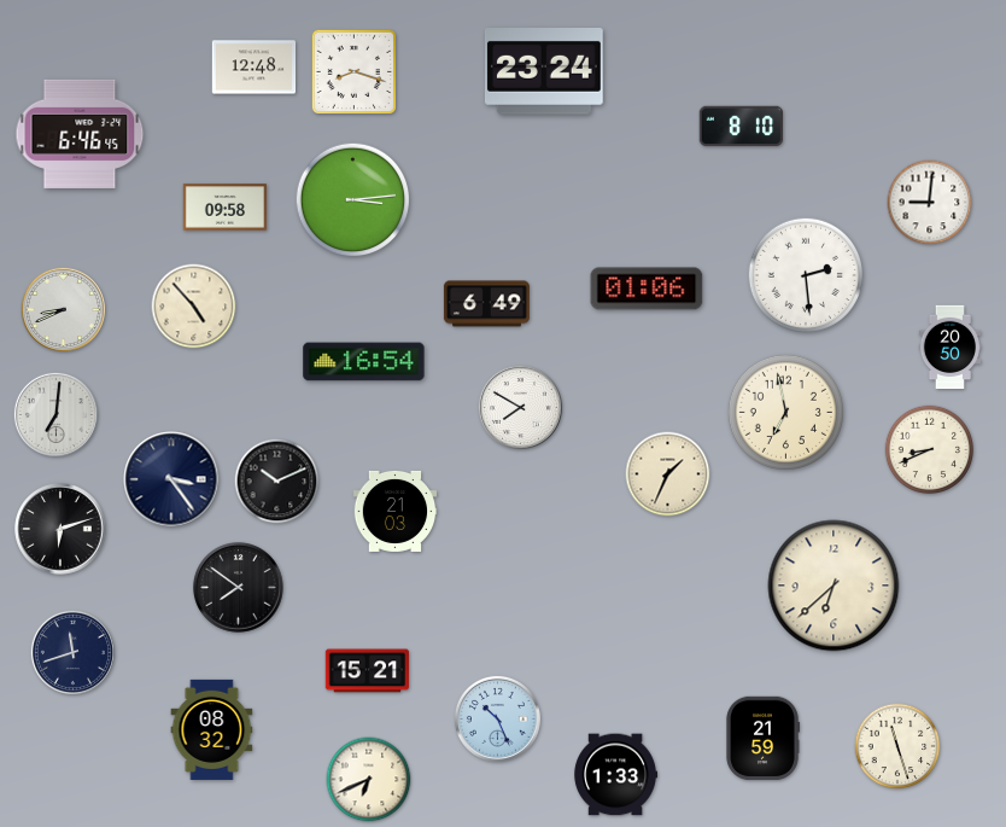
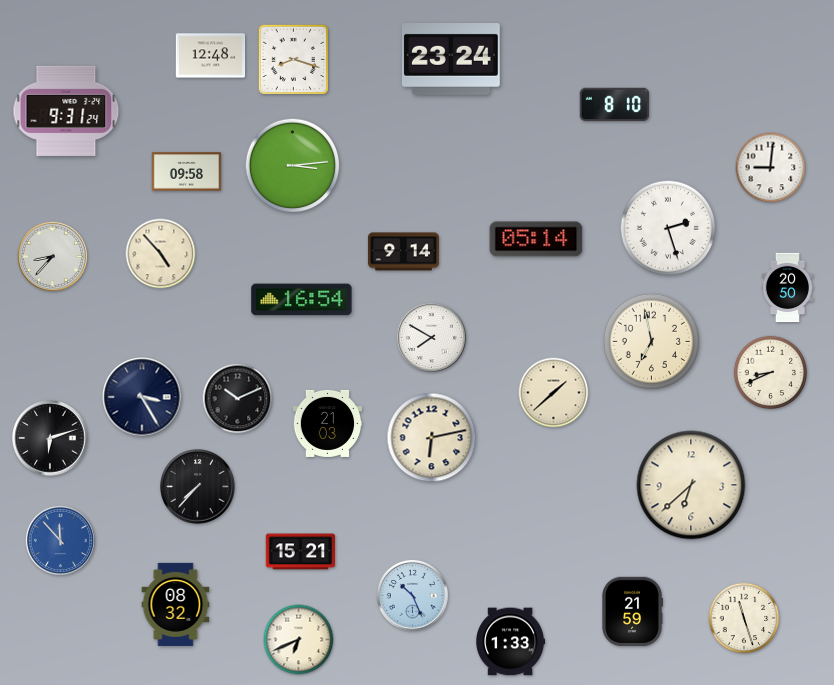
clock at (80, 134): 6:46 -> 9:31
clock at (805, 274): 2:29 -> 2:27
clock at (647, 289): 01:06 -> 05:14
clock at (486, 304): 6:49 -> 9:14
clock at (63, 309): 8:41 -> 8:37
clock at (55, 414): 7:01 -> none
clock at (668, 474): 1:34 -> 1:38
clock at (171, 479): 3:24 -> 3:25
clock at (277, 482) position: (277, 482) -> (238, 399)
clock at (432, 438): none -> 6:13
clock at (239, 588): 7:51 -> 7:37
clock at (72, 652): 11:42 -> 11:53
clock at (72, 652) dial: navy -> blue
clock at (368, 671) position: (368, 671) -> (301, 552)
clock at (369, 780) position: (369, 780) -> (299, 640)
